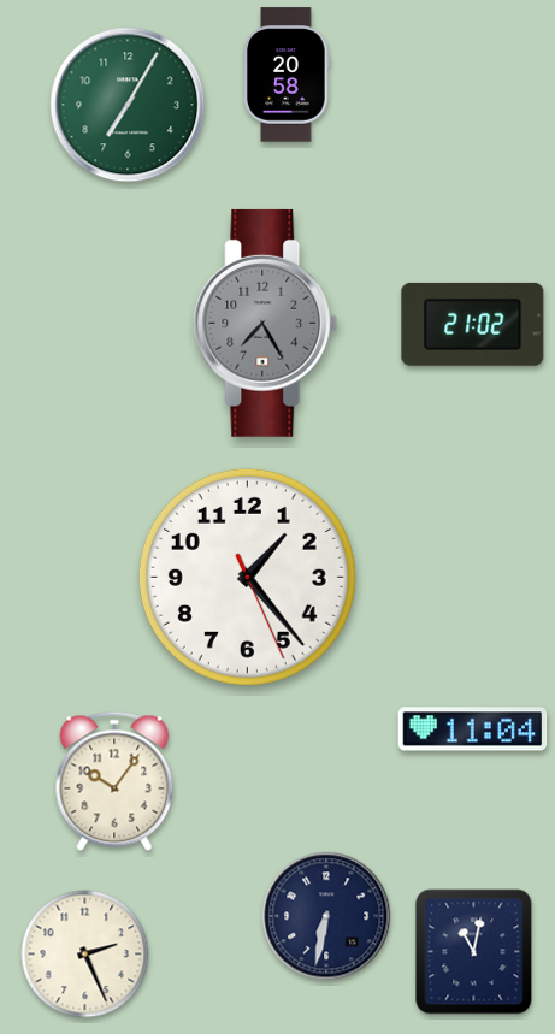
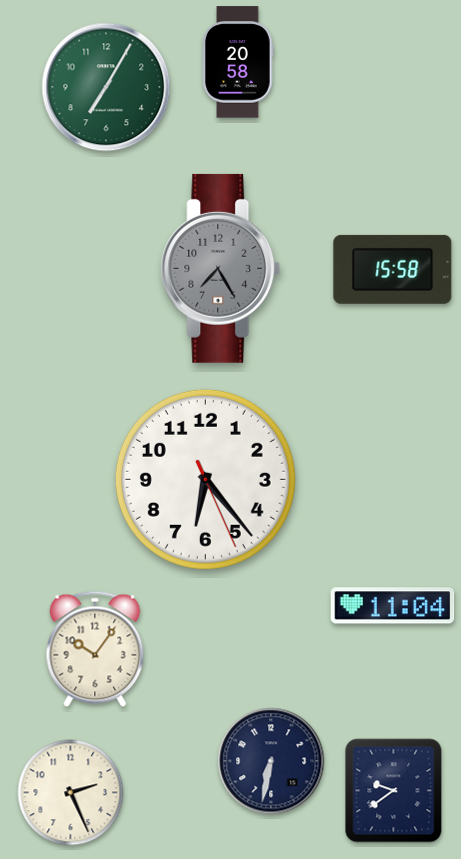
clock at (473, 324): 21:02 -> 15:58
clock at (247, 577): 1:23 -> 6:23
clock at (474, 952): 11:02 -> 9:39
